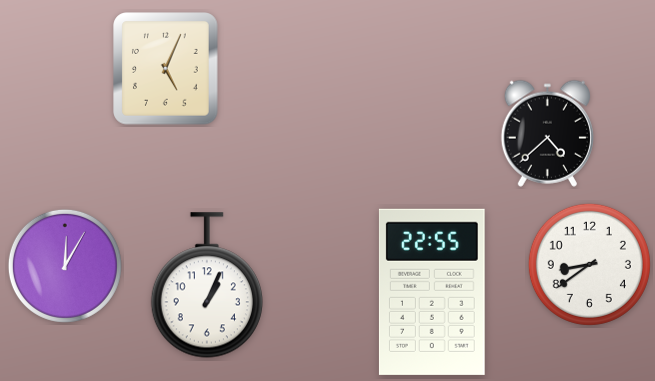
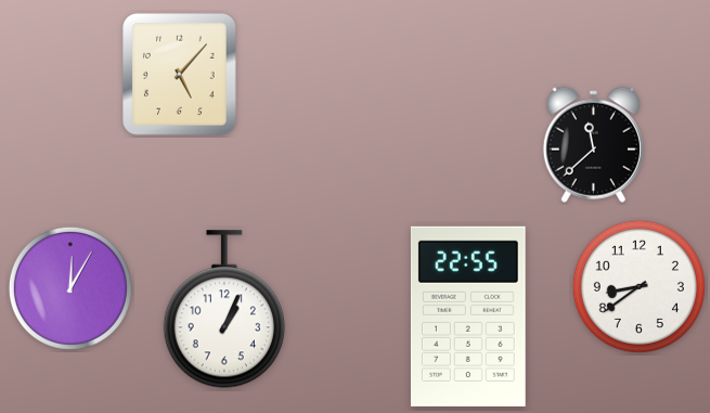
clock at (166, 69): 5:04 -> 5:07
clock at (547, 133): 4:38 -> 11:38
